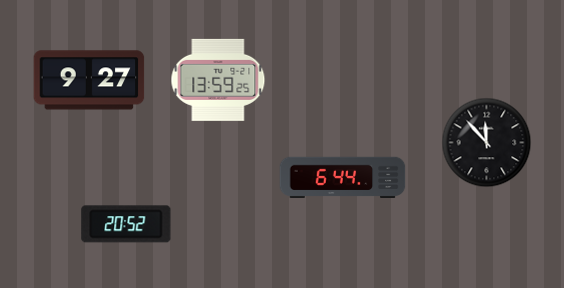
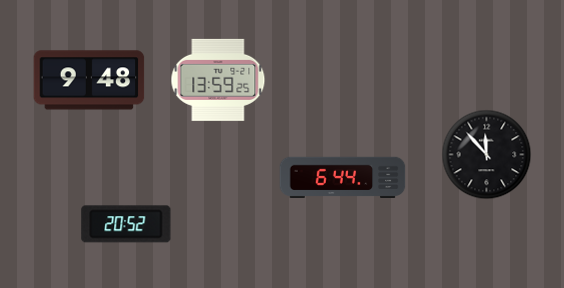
clock at (89, 80): 9:27 -> 9:48
clock at (487, 143) position: (487, 143) -> (487, 155)
